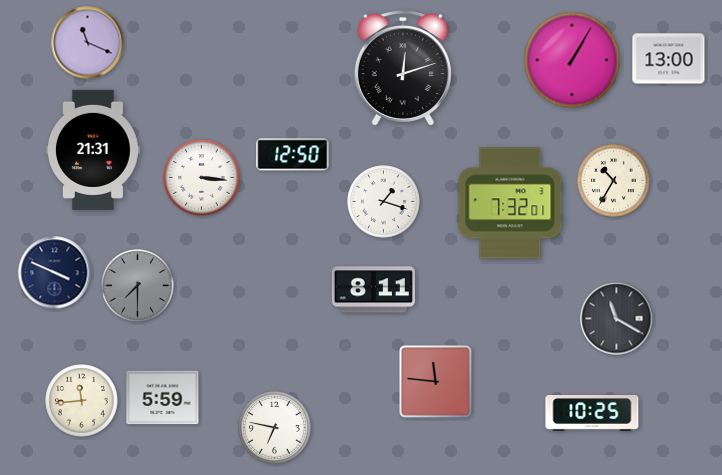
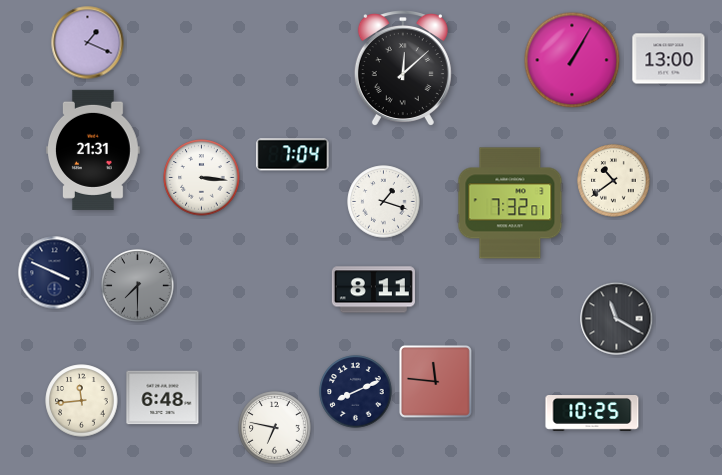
clock at (88, 43): 11:19 -> 1:19
clock at (403, 68): 12:12 -> 12:08
clock at (293, 155): 12:50 -> 7:04
clock at (614, 181): 10:35 -> 10:39
clock at (356, 392): none -> 8:11
clock at (163, 398): 5:59 -> 6:48
